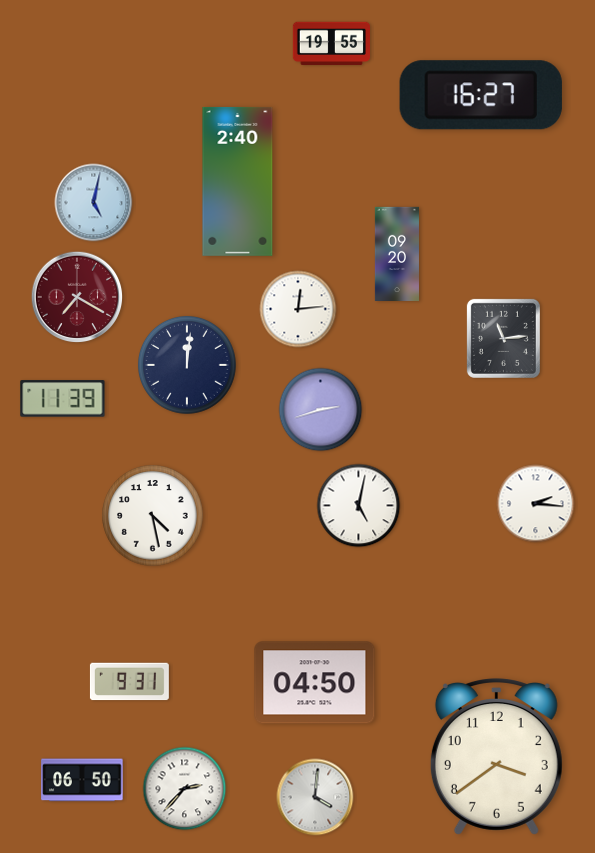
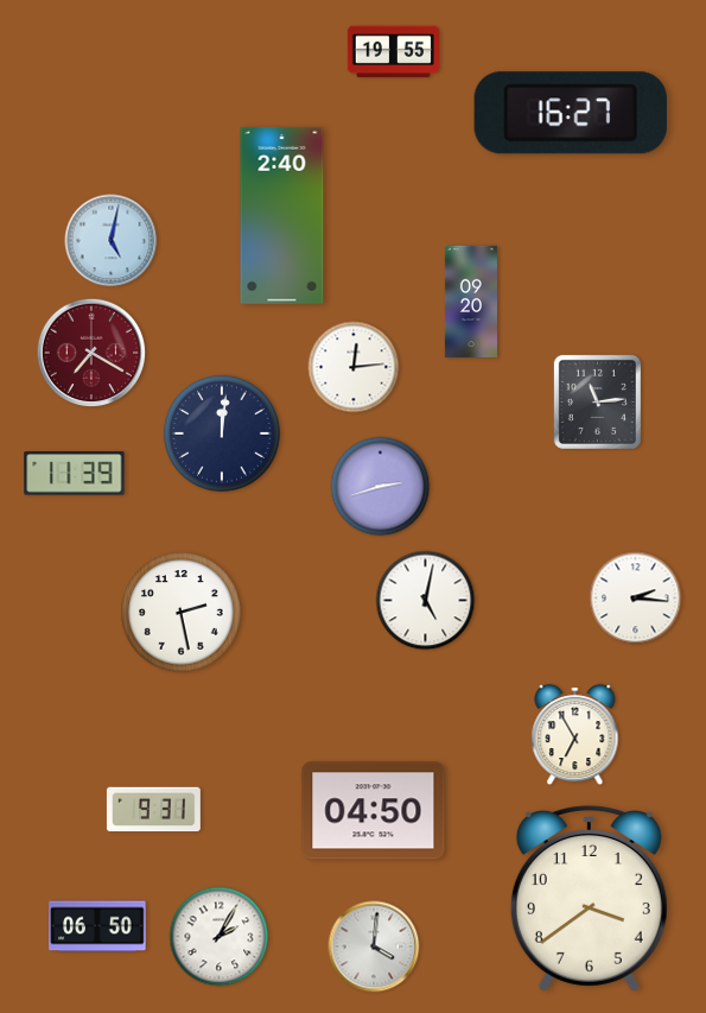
clock at (153, 516): 4:28 -> 2:28
clock at (575, 735): none -> 6:55
clock at (185, 789): 2:37 -> 2:05
